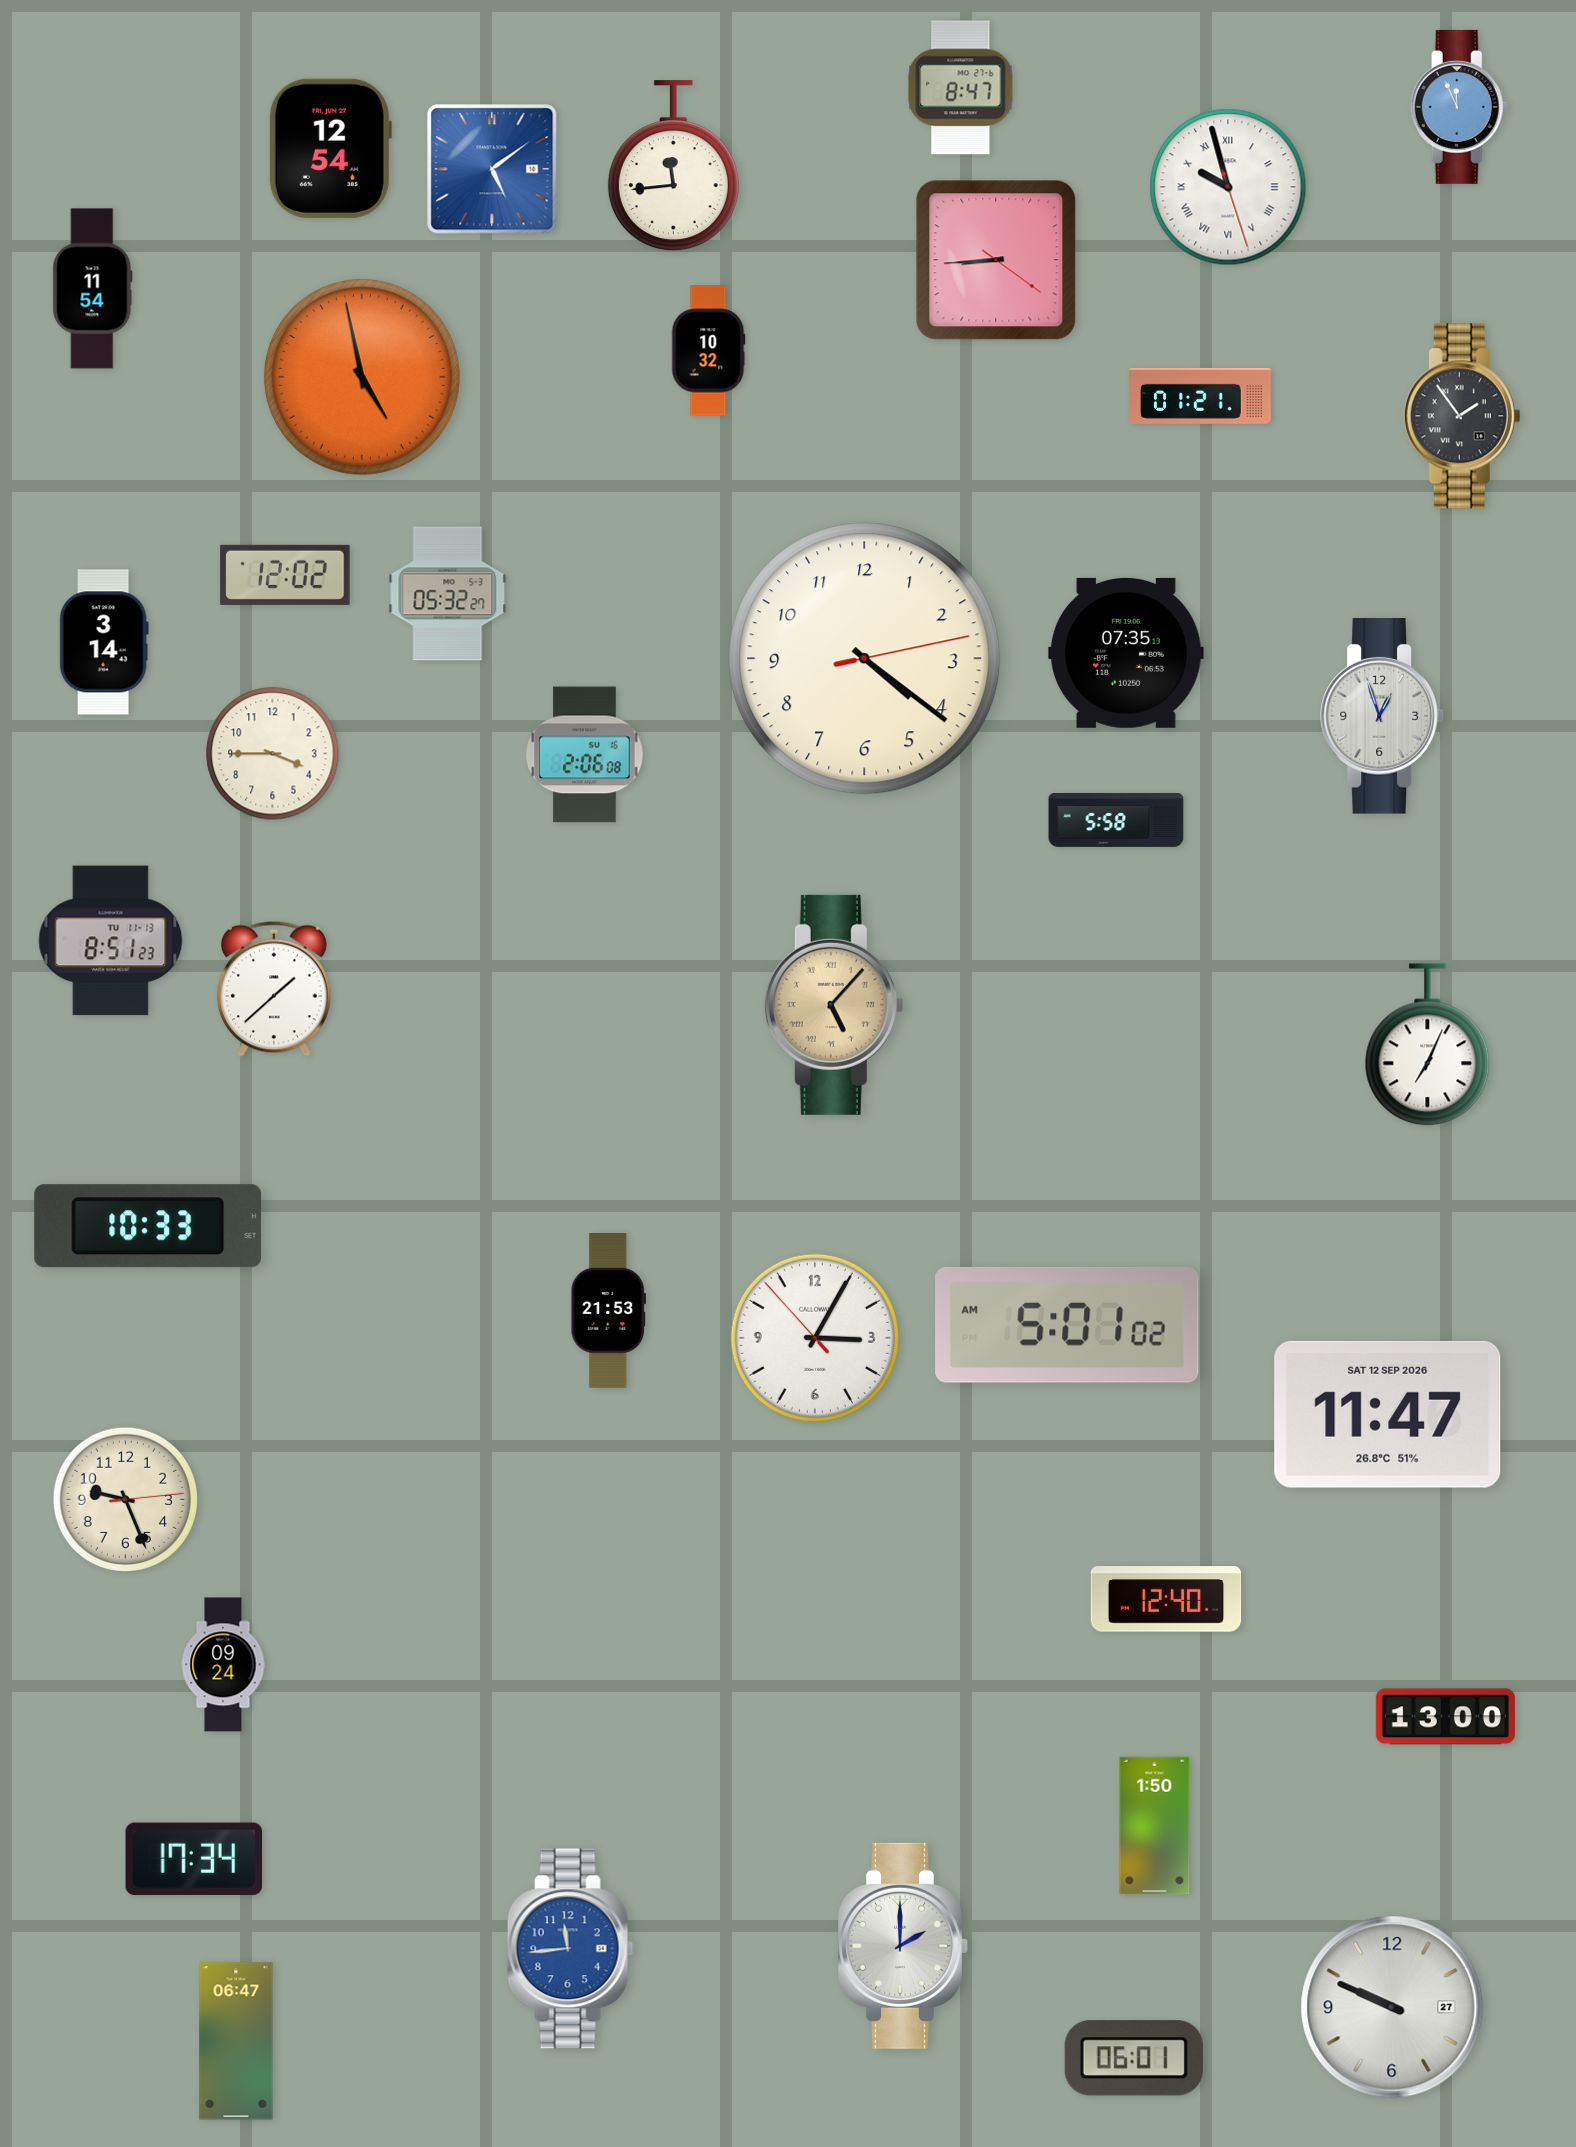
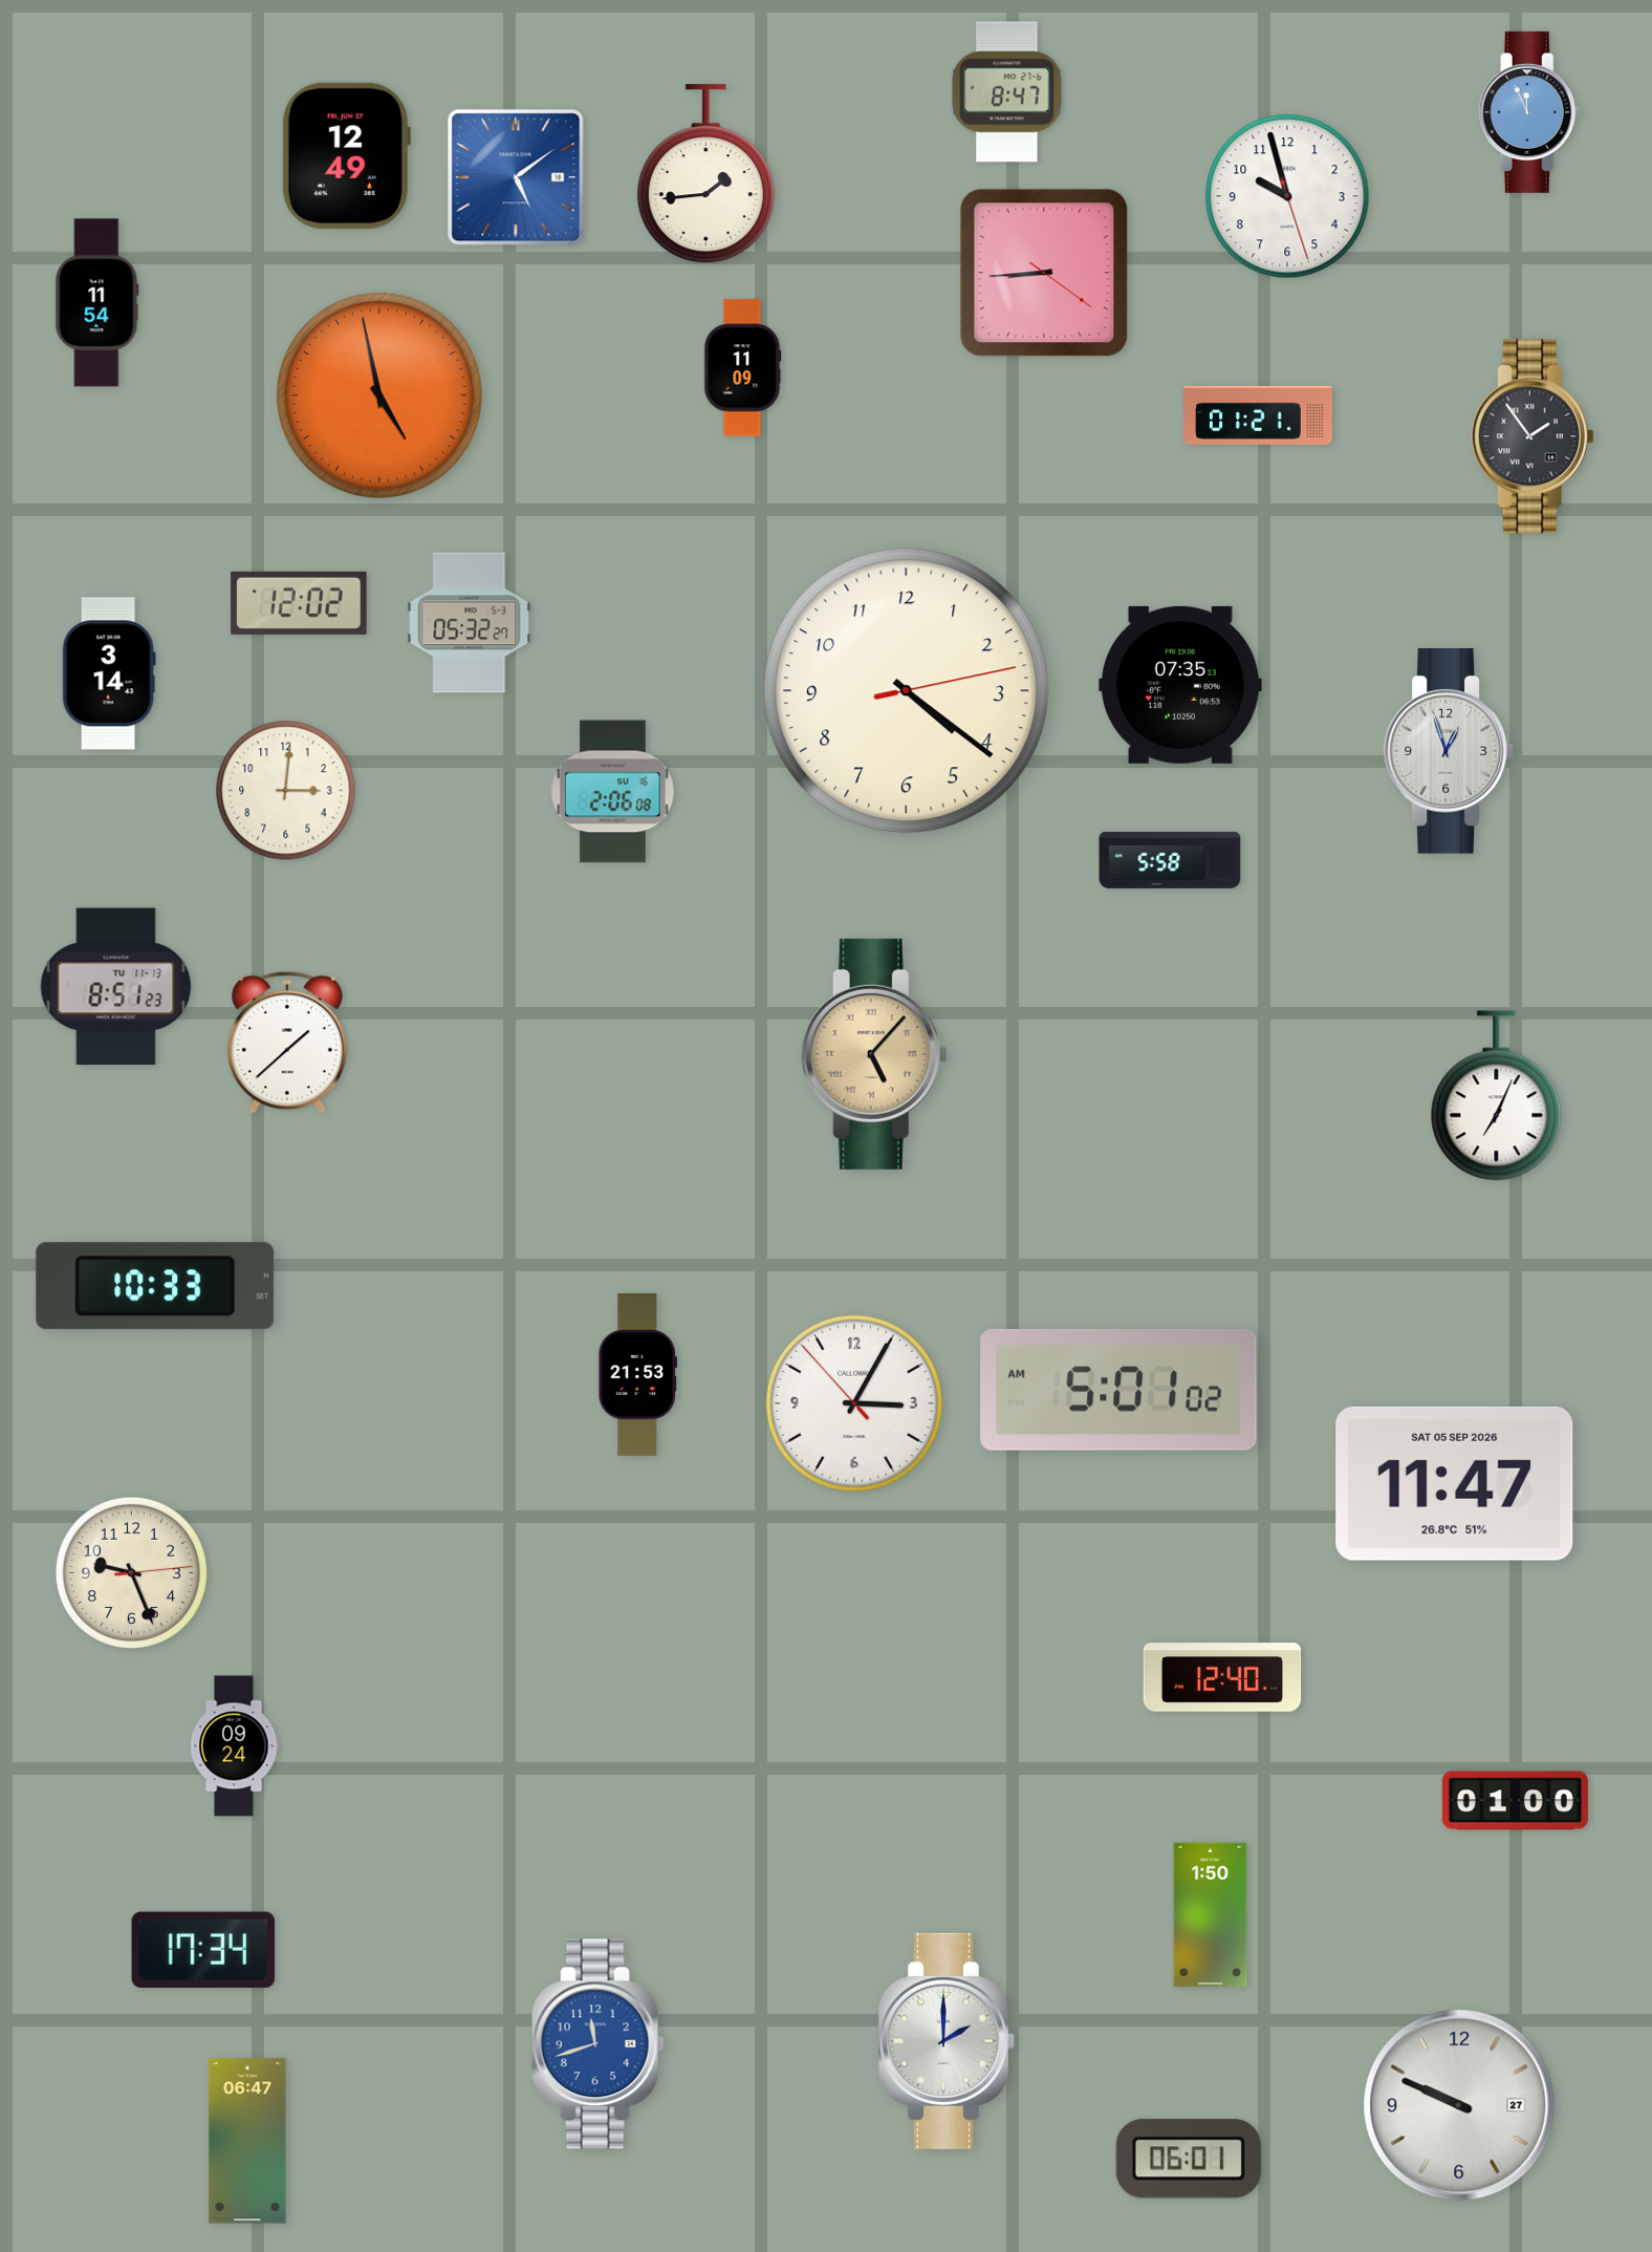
clock at (330, 148): 12:54 -> 12:49
clock at (673, 166): 11:44 -> 1:44
clock at (1228, 187) numerals: Roman -> Arabic
clock at (709, 351): 10:32 -> 11:09
clock at (273, 754): 3:45 -> 3:01
clock at (274, 989) position: (274, 989) -> (287, 1043)
clock at (1388, 1414) date: SAT 12 SEP 2026 -> SAT 05 SEP 2026
clock at (1445, 1717): 13:00 -> 01:00
clock at (570, 1949): 11:44 -> 11:42
